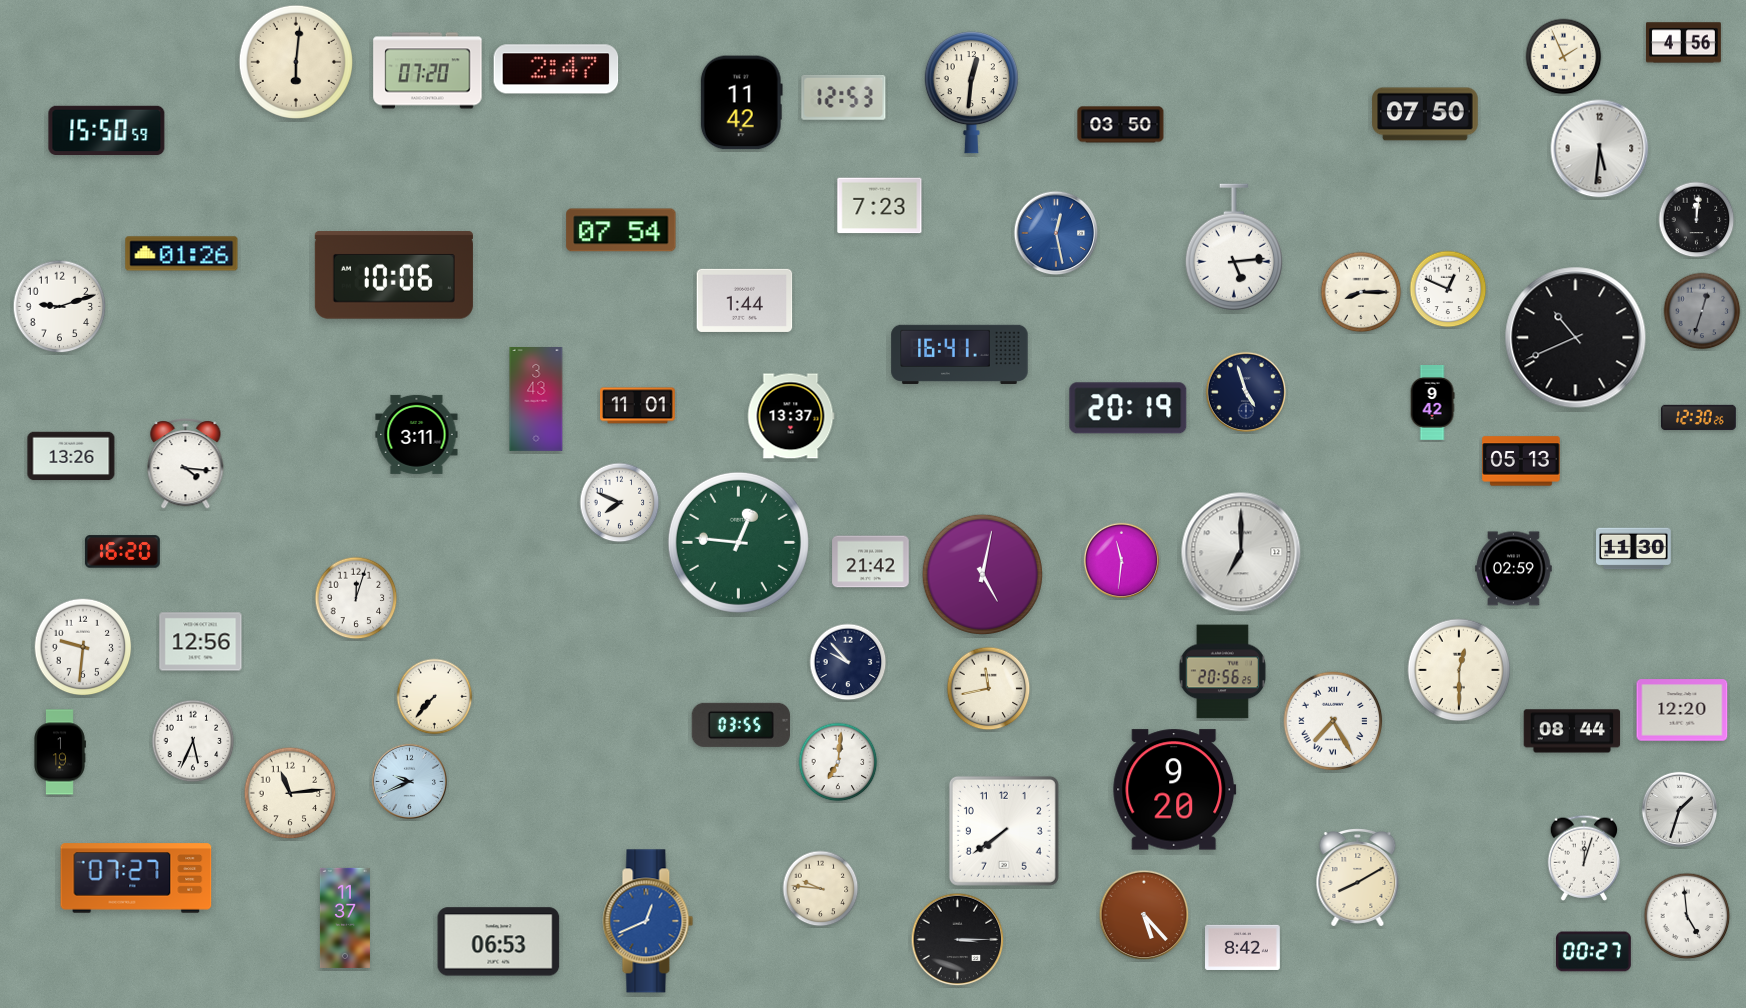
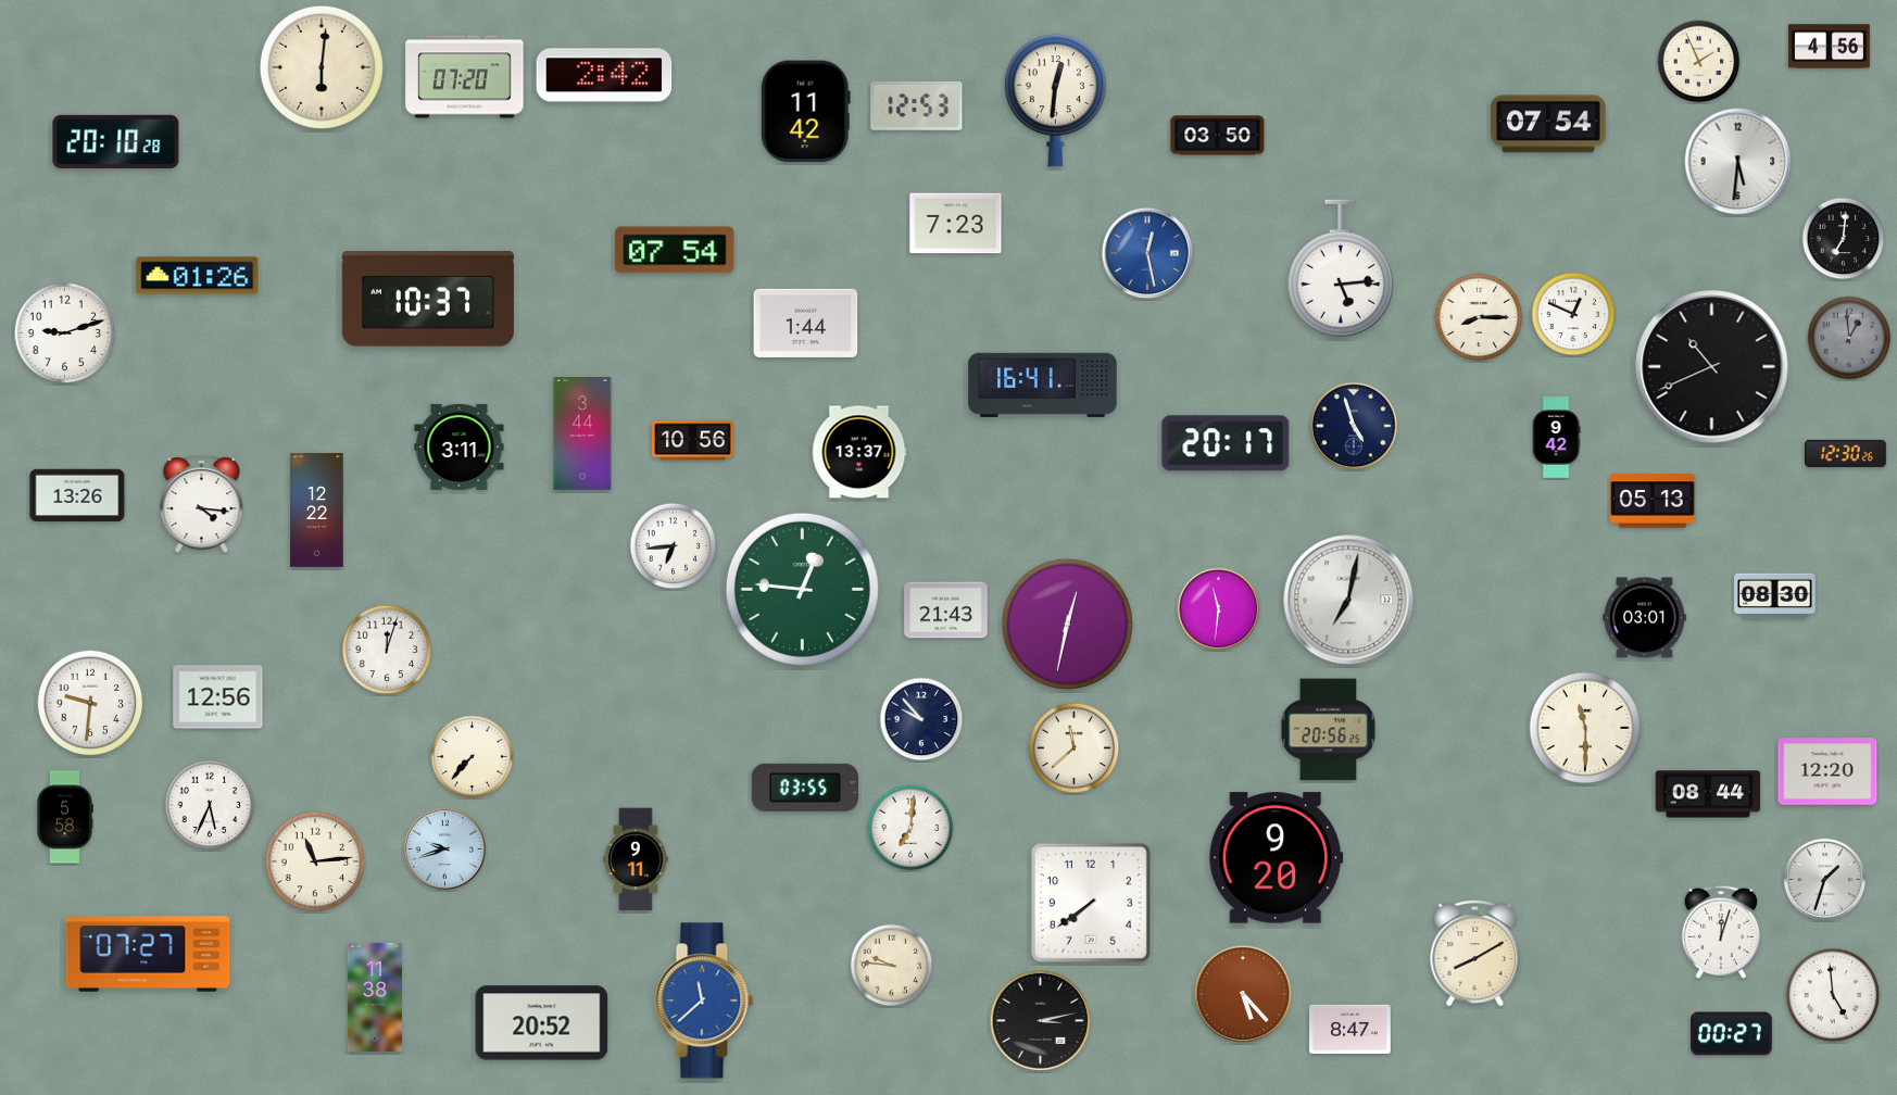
clock at (556, 69): 2:47 -> 2:42
clock at (1425, 114): 07:50 -> 07:54
clock at (107, 130): 15:50 -> 20:10
clock at (1697, 220): 12:01 -> 7:01
clock at (394, 275): 10:06 -> 10:37
clock at (745, 300) position: (745, 300) -> (806, 323)
clock at (1702, 311): 12:33 -> 12:59
clock at (536, 400): 3:43 -> 3:44
clock at (638, 406): 11:01 -> 10:56
clock at (1128, 408): 20:19 -> 20:17
clock at (417, 434) position: (417, 434) -> (460, 446)
clock at (317, 511): none -> 12:22
clock at (620, 503): 7:49 -> 6:44
clock at (1634, 549): 11:30 -> 08:30
clock at (122, 552): 16:20 -> none
clock at (1241, 552): 7:00 -> 7:02
clock at (871, 562): 21:42 -> 21:43
clock at (1514, 569): 02:59 -> 03:01
clock at (982, 574): 5:02 -> 12:32
clock at (1459, 670): 12:30 -> 11:30
clock at (989, 689): 11:43 -> 11:38
clock at (1333, 721): 7:25 -> none
clock at (60, 752): 1:19 -> 5:58
clock at (409, 781): 9:41 -> 9:42
clock at (636, 859): none -> 9:11
clock at (345, 918): 11:37 -> 11:38
clock at (648, 921): 12:41 -> 11:38
clock at (958, 940): 3:15 -> 3:13
clock at (499, 942): 06:53 -> 20:52
clock at (1243, 947): 8:42 -> 8:47
